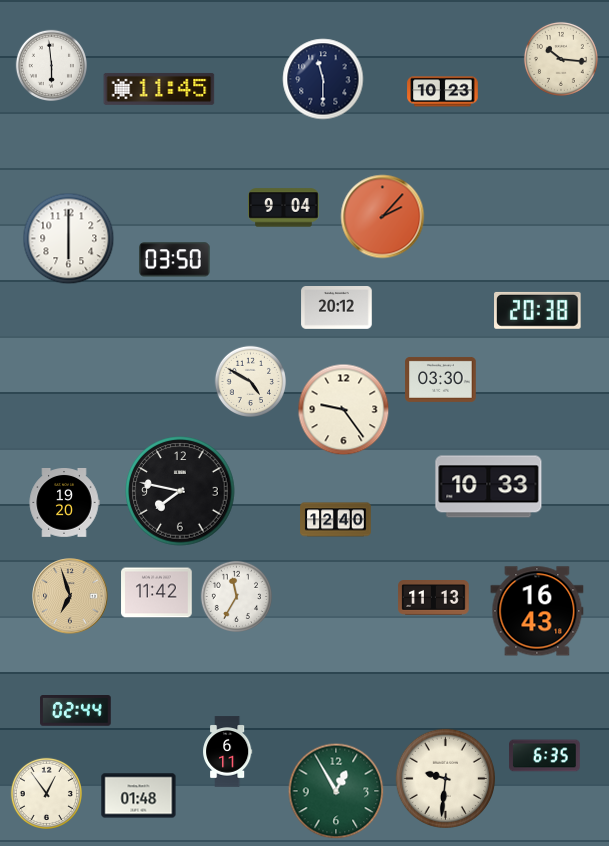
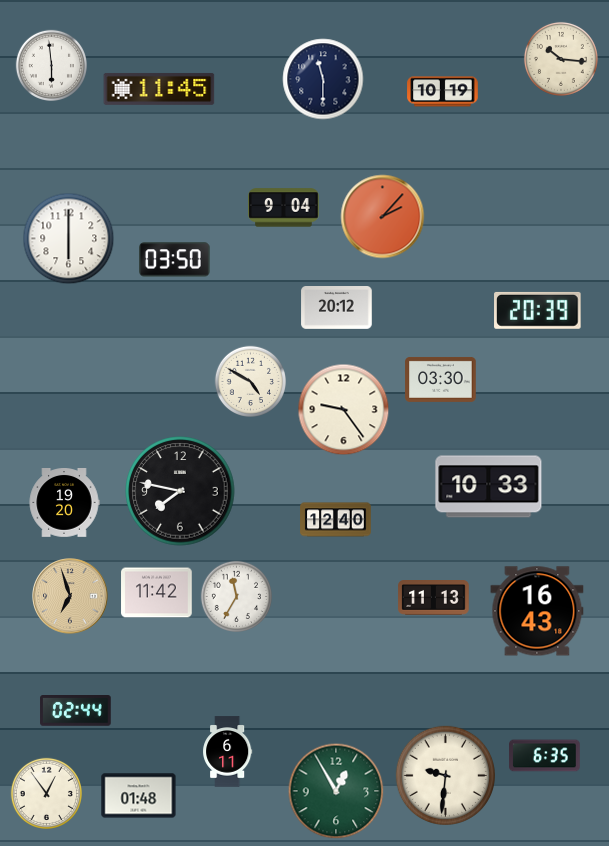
clock at (443, 92): 10:23 -> 10:19
clock at (538, 310): 20:38 -> 20:39
clock at (445, 778) position: (445, 778) -> (445, 775)
